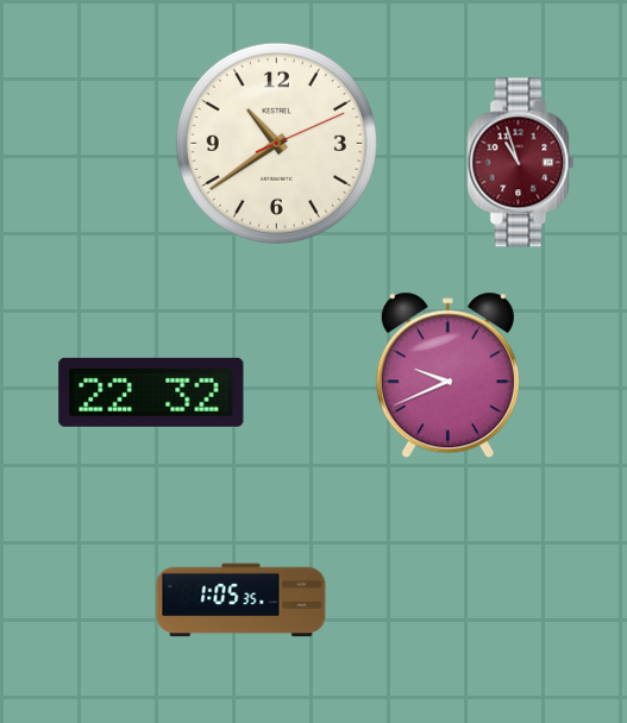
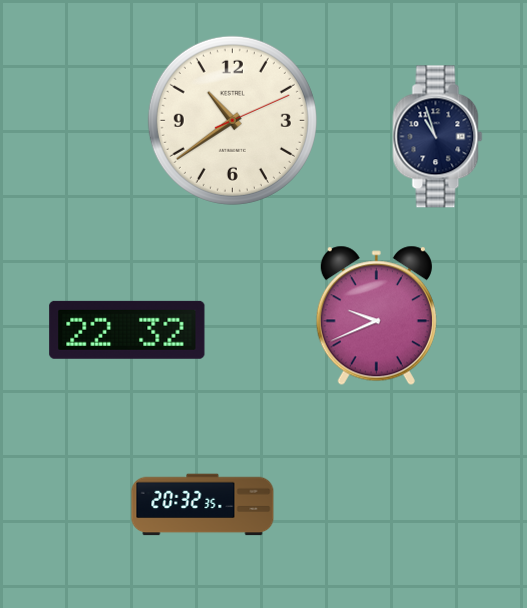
clock at (521, 163) dial: burgundy -> navy
clock at (242, 601): 1:05 -> 20:32
